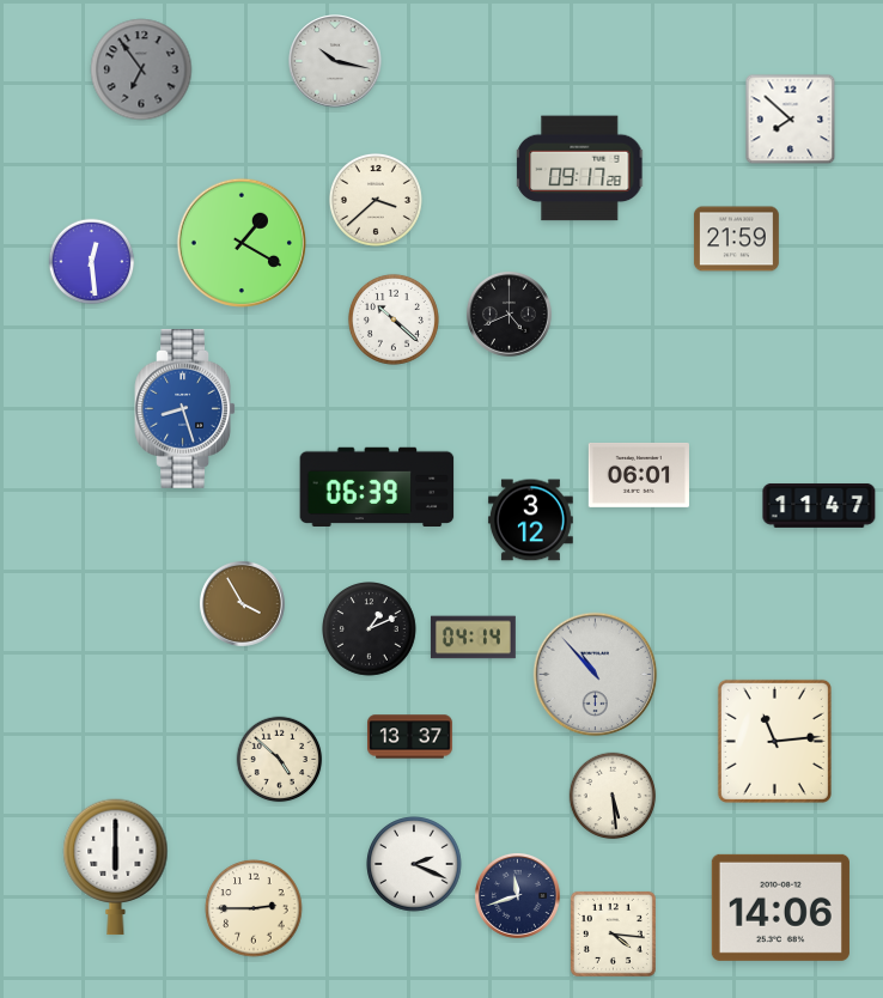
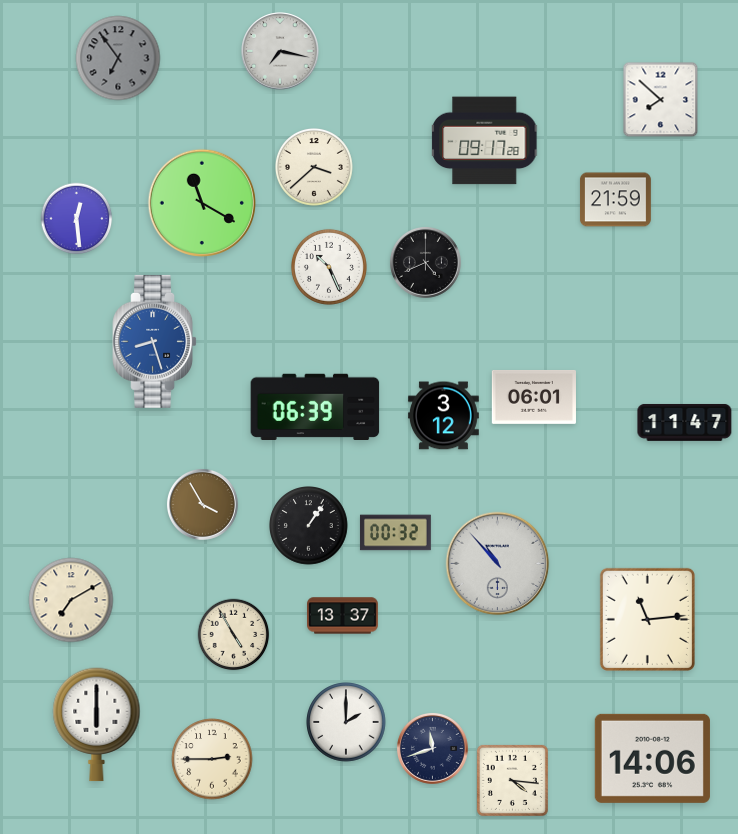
clock at (335, 61): 10:17 -> 7:17
clock at (240, 242): 1:20 -> 11:20
clock at (394, 320): 10:22 -> 10:26
clock at (530, 521) position: (530, 521) -> (443, 416)
clock at (370, 629): 1:11 -> 1:06
clock at (473, 638): 04:14 -> 00:32
clock at (71, 600): none -> 7:10
clock at (280, 760): 4:52 -> 4:55
clock at (613, 796): 5:29 -> none
clock at (414, 864): 2:19 -> 2:00
